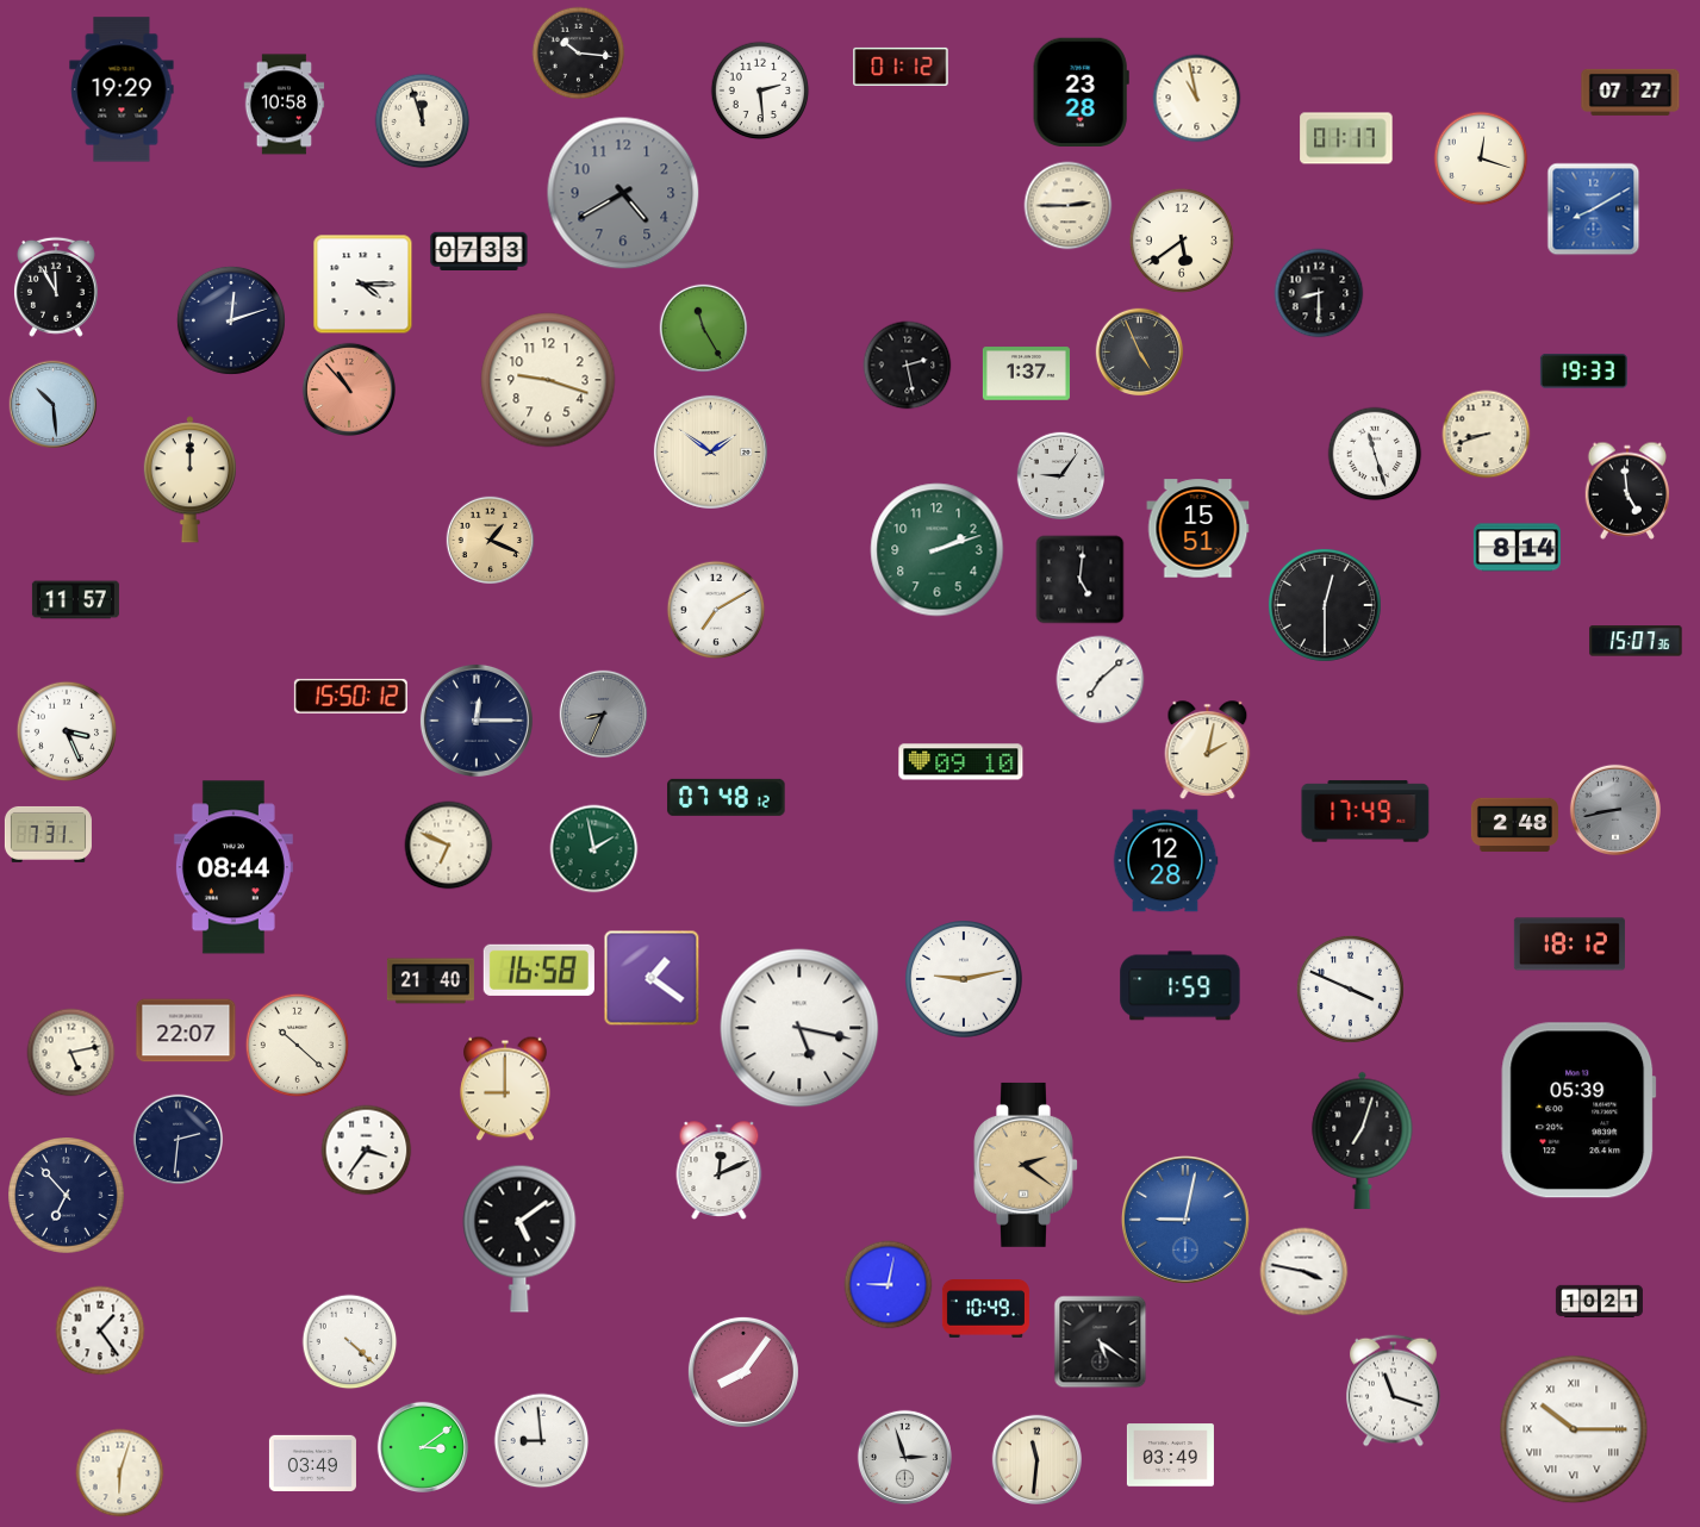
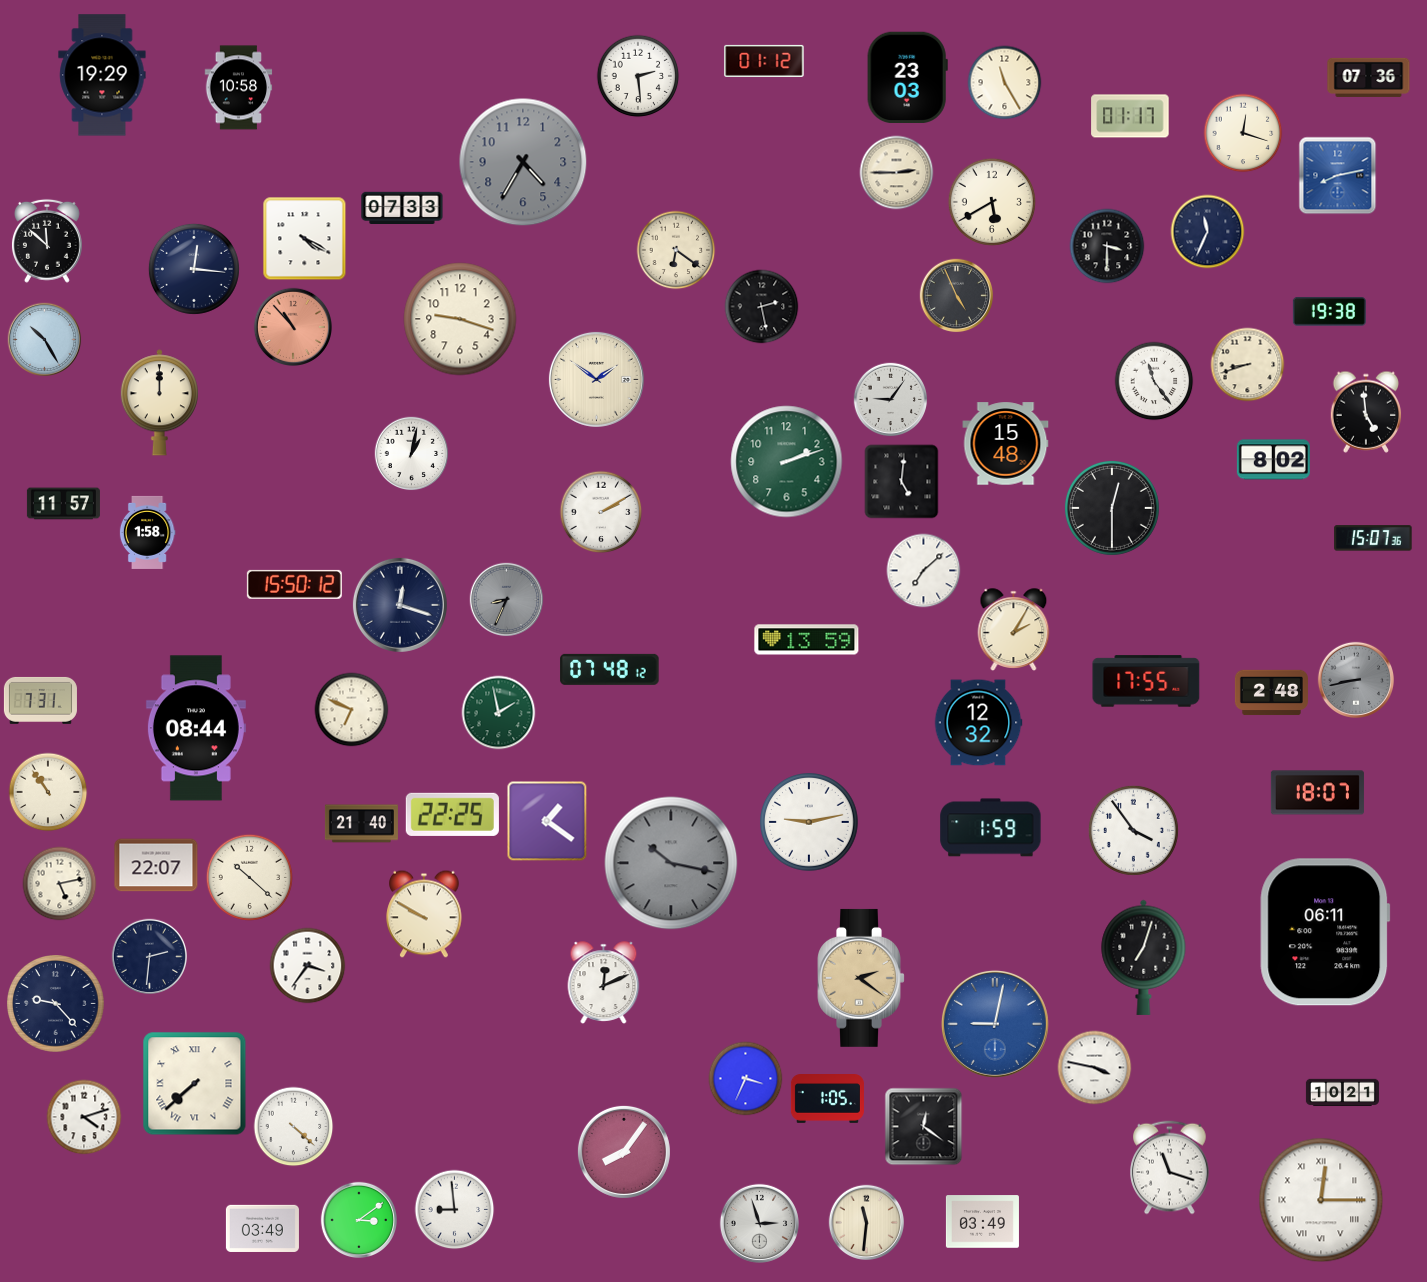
clock at (579, 54): 10:16 -> none
clock at (901, 67) position: (901, 67) -> (764, 61)
clock at (1081, 92): 23:28 -> 23:03
clock at (1631, 92): 07:27 -> 07:36
clock at (1197, 99): 10:58 -> 11:25
clock at (423, 121): 11:57 -> none
clock at (623, 193): 4:40 -> 4:35
clock at (1594, 210): 8:10 -> 8:13
clock at (1182, 241): 5:39 -> 5:40
clock at (479, 251) position: (479, 251) -> (402, 208)
clock at (1208, 232): none -> 11:34
clock at (363, 285): 4:15 -> 4:20
clock at (56, 287): 11:55 -> 11:52
clock at (1319, 293): 8:30 -> 3:30
clock at (676, 250): none -> 6:21
clock at (231, 320): 12:12 -> 12:16
clock at (704, 329): 11:25 -> none
clock at (1583, 370): 19:33 -> 19:38
clock at (1026, 374): 1:37 -> none
clock at (54, 405): 10:29 -> 10:25
clock at (1375, 454): 11:27 -> 11:24
clock at (1198, 529): 15:51 -> 15:48
clock at (491, 541): 1:19 -> 1:02
clock at (491, 541) dial: champagne -> white
clock at (1517, 548): 8:14 -> 8:02
clock at (1081, 580) position: (1081, 580) -> (902, 482)
clock at (716, 610): 7:10 -> 2:10
clock at (147, 532): none -> 1:58
clock at (477, 721): 12:15 -> 12:18
clock at (67, 731): 3:26 -> none
clock at (1208, 750): 2:02 -> 2:05
clock at (961, 762): 09:10 -> 13:59
clock at (1365, 811): 17:49 -> 17:55
clock at (449, 846) position: (449, 846) -> (352, 710)
clock at (1165, 861): 12:28 -> 12:32
clock at (48, 792): none -> 10:54
clock at (1569, 945): 18:12 -> 18:07
clock at (538, 970): 16:58 -> 22:25
clock at (1350, 989): 3:49 -> 3:54
clock at (799, 1028): 5:17 -> 10:17
clock at (799, 1028) dial: white -> grey
clock at (505, 1089): 9:00 -> 9:50
clock at (1578, 1110): 05:39 -> 06:11
clock at (67, 1196): 6:53 -> 9:23
clock at (519, 1239): 5:09 -> none
clock at (889, 1285): 9:02 -> 3:34
clock at (195, 1084): none -> 7:38
clock at (985, 1309): 10:49 -> 1:05
clock at (100, 1330): 1:24 -> 4:12
clock at (1101, 1342): 5:21 -> 12:21
clock at (1574, 1429): 10:15 -> 12:15
clock at (422, 1446) position: (422, 1446) -> (358, 1219)
clock at (1036, 1459) position: (1036, 1459) -> (866, 1222)
clock at (120, 1473): 6:03 -> none
